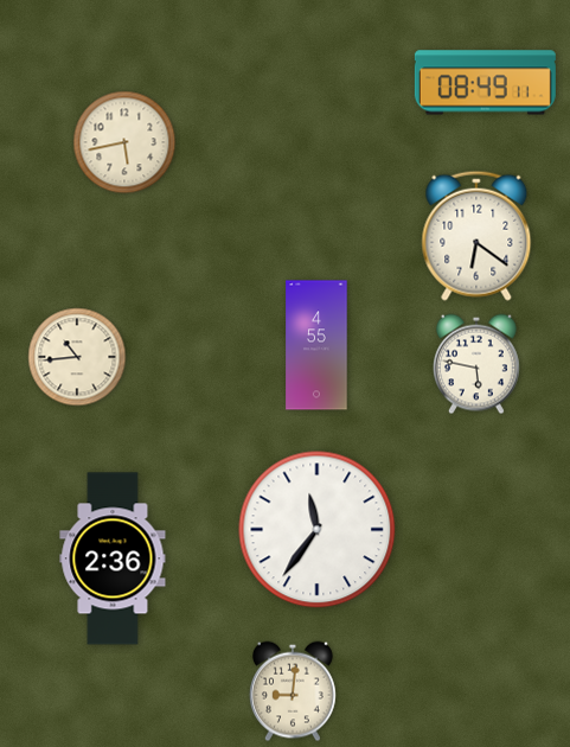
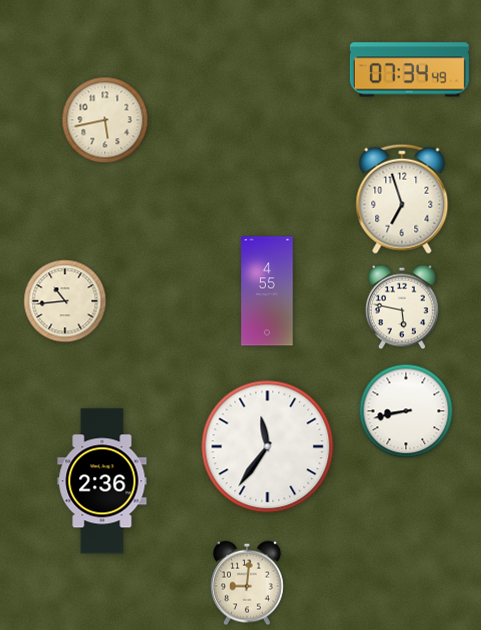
clock at (485, 83): 08:49 -> 07:34
clock at (476, 236): 6:21 -> 6:57
clock at (406, 411): none -> 8:43
clock at (113, 558) position: (113, 558) -> (102, 481)
